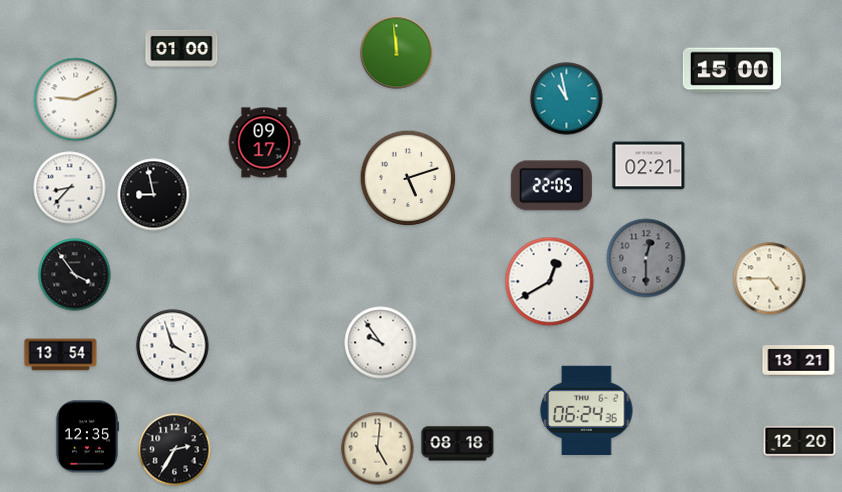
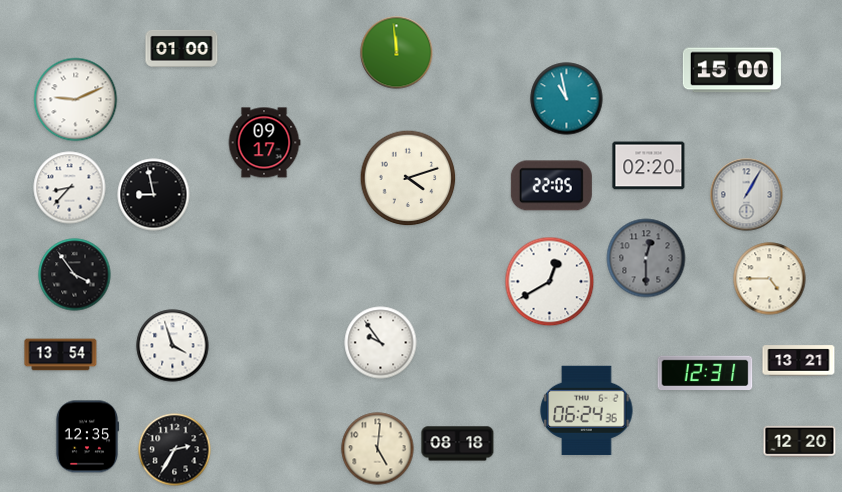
clock at (649, 166): 02:21 -> 02:20
clock at (408, 178): 5:12 -> 4:12
clock at (747, 195): none -> 1:05
clock at (705, 372): none -> 12:31
